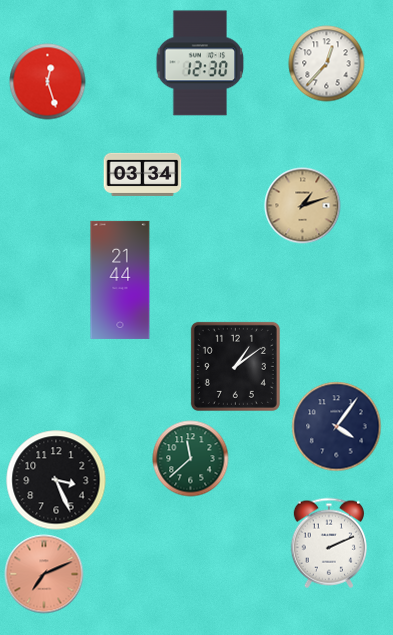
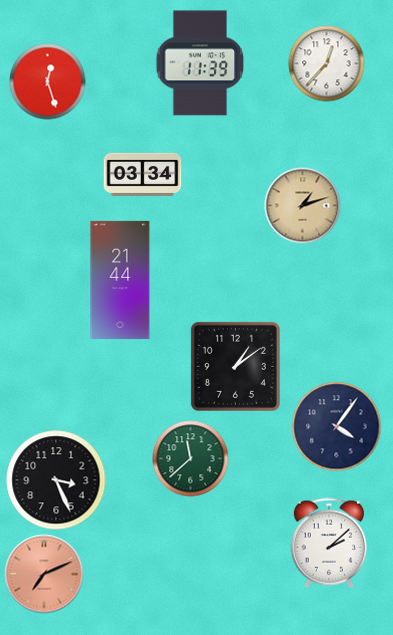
clock at (200, 63): 12:30 -> 11:39
clock at (328, 543): 2:11 -> 2:08
